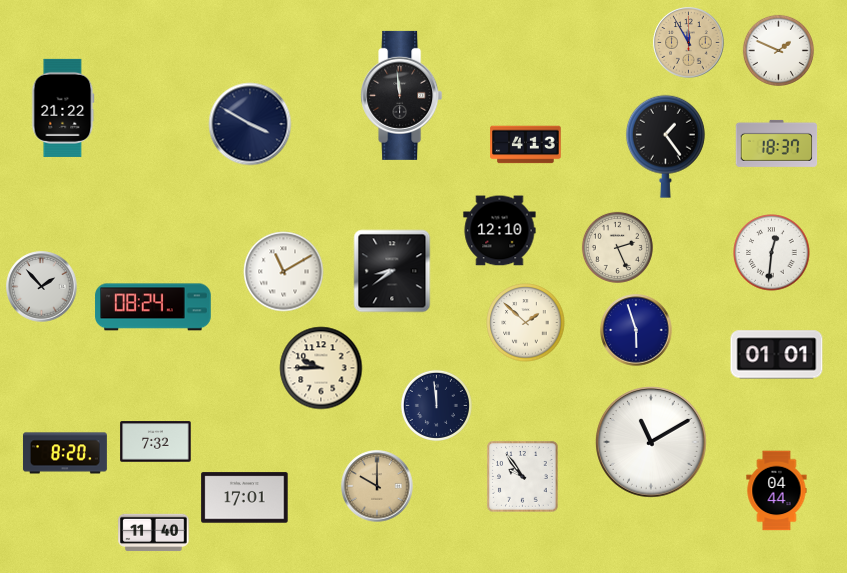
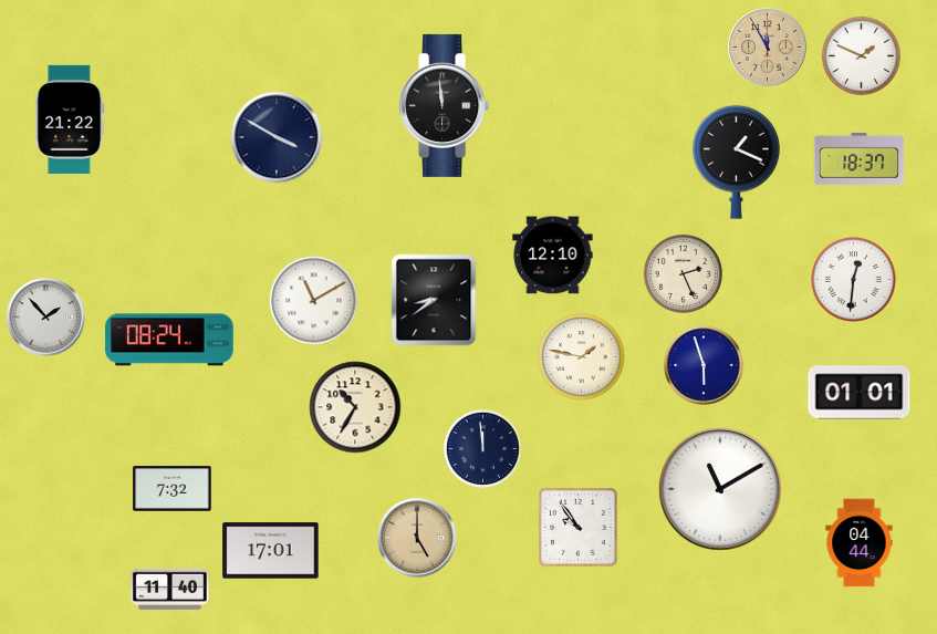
clock at (689, 43) position: (689, 43) -> (768, 48)
clock at (526, 145): 4:13 -> none
clock at (665, 146): 1:24 -> 1:19
clock at (526, 323): 1:52 -> 1:47
clock at (321, 368): 9:45 -> 10:35
clock at (65, 453): 8:20 -> none
clock at (377, 486): 10:00 -> 5:00
